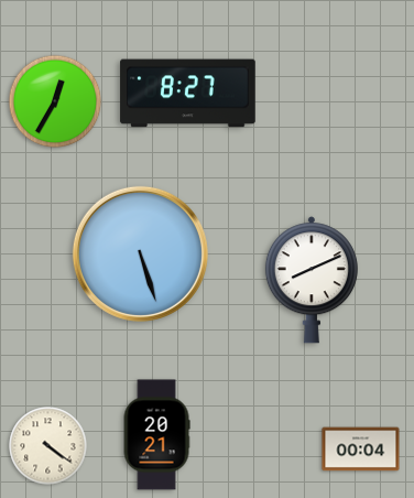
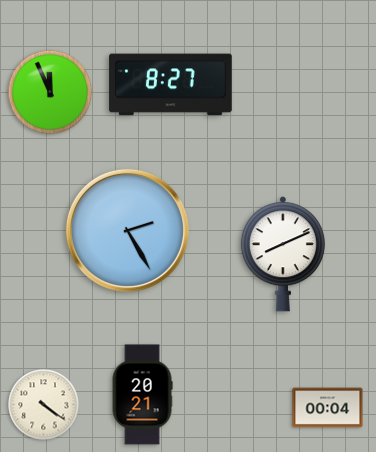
clock at (55, 101): 12:35 -> 11:56
clock at (140, 253): 5:27 -> 2:25
